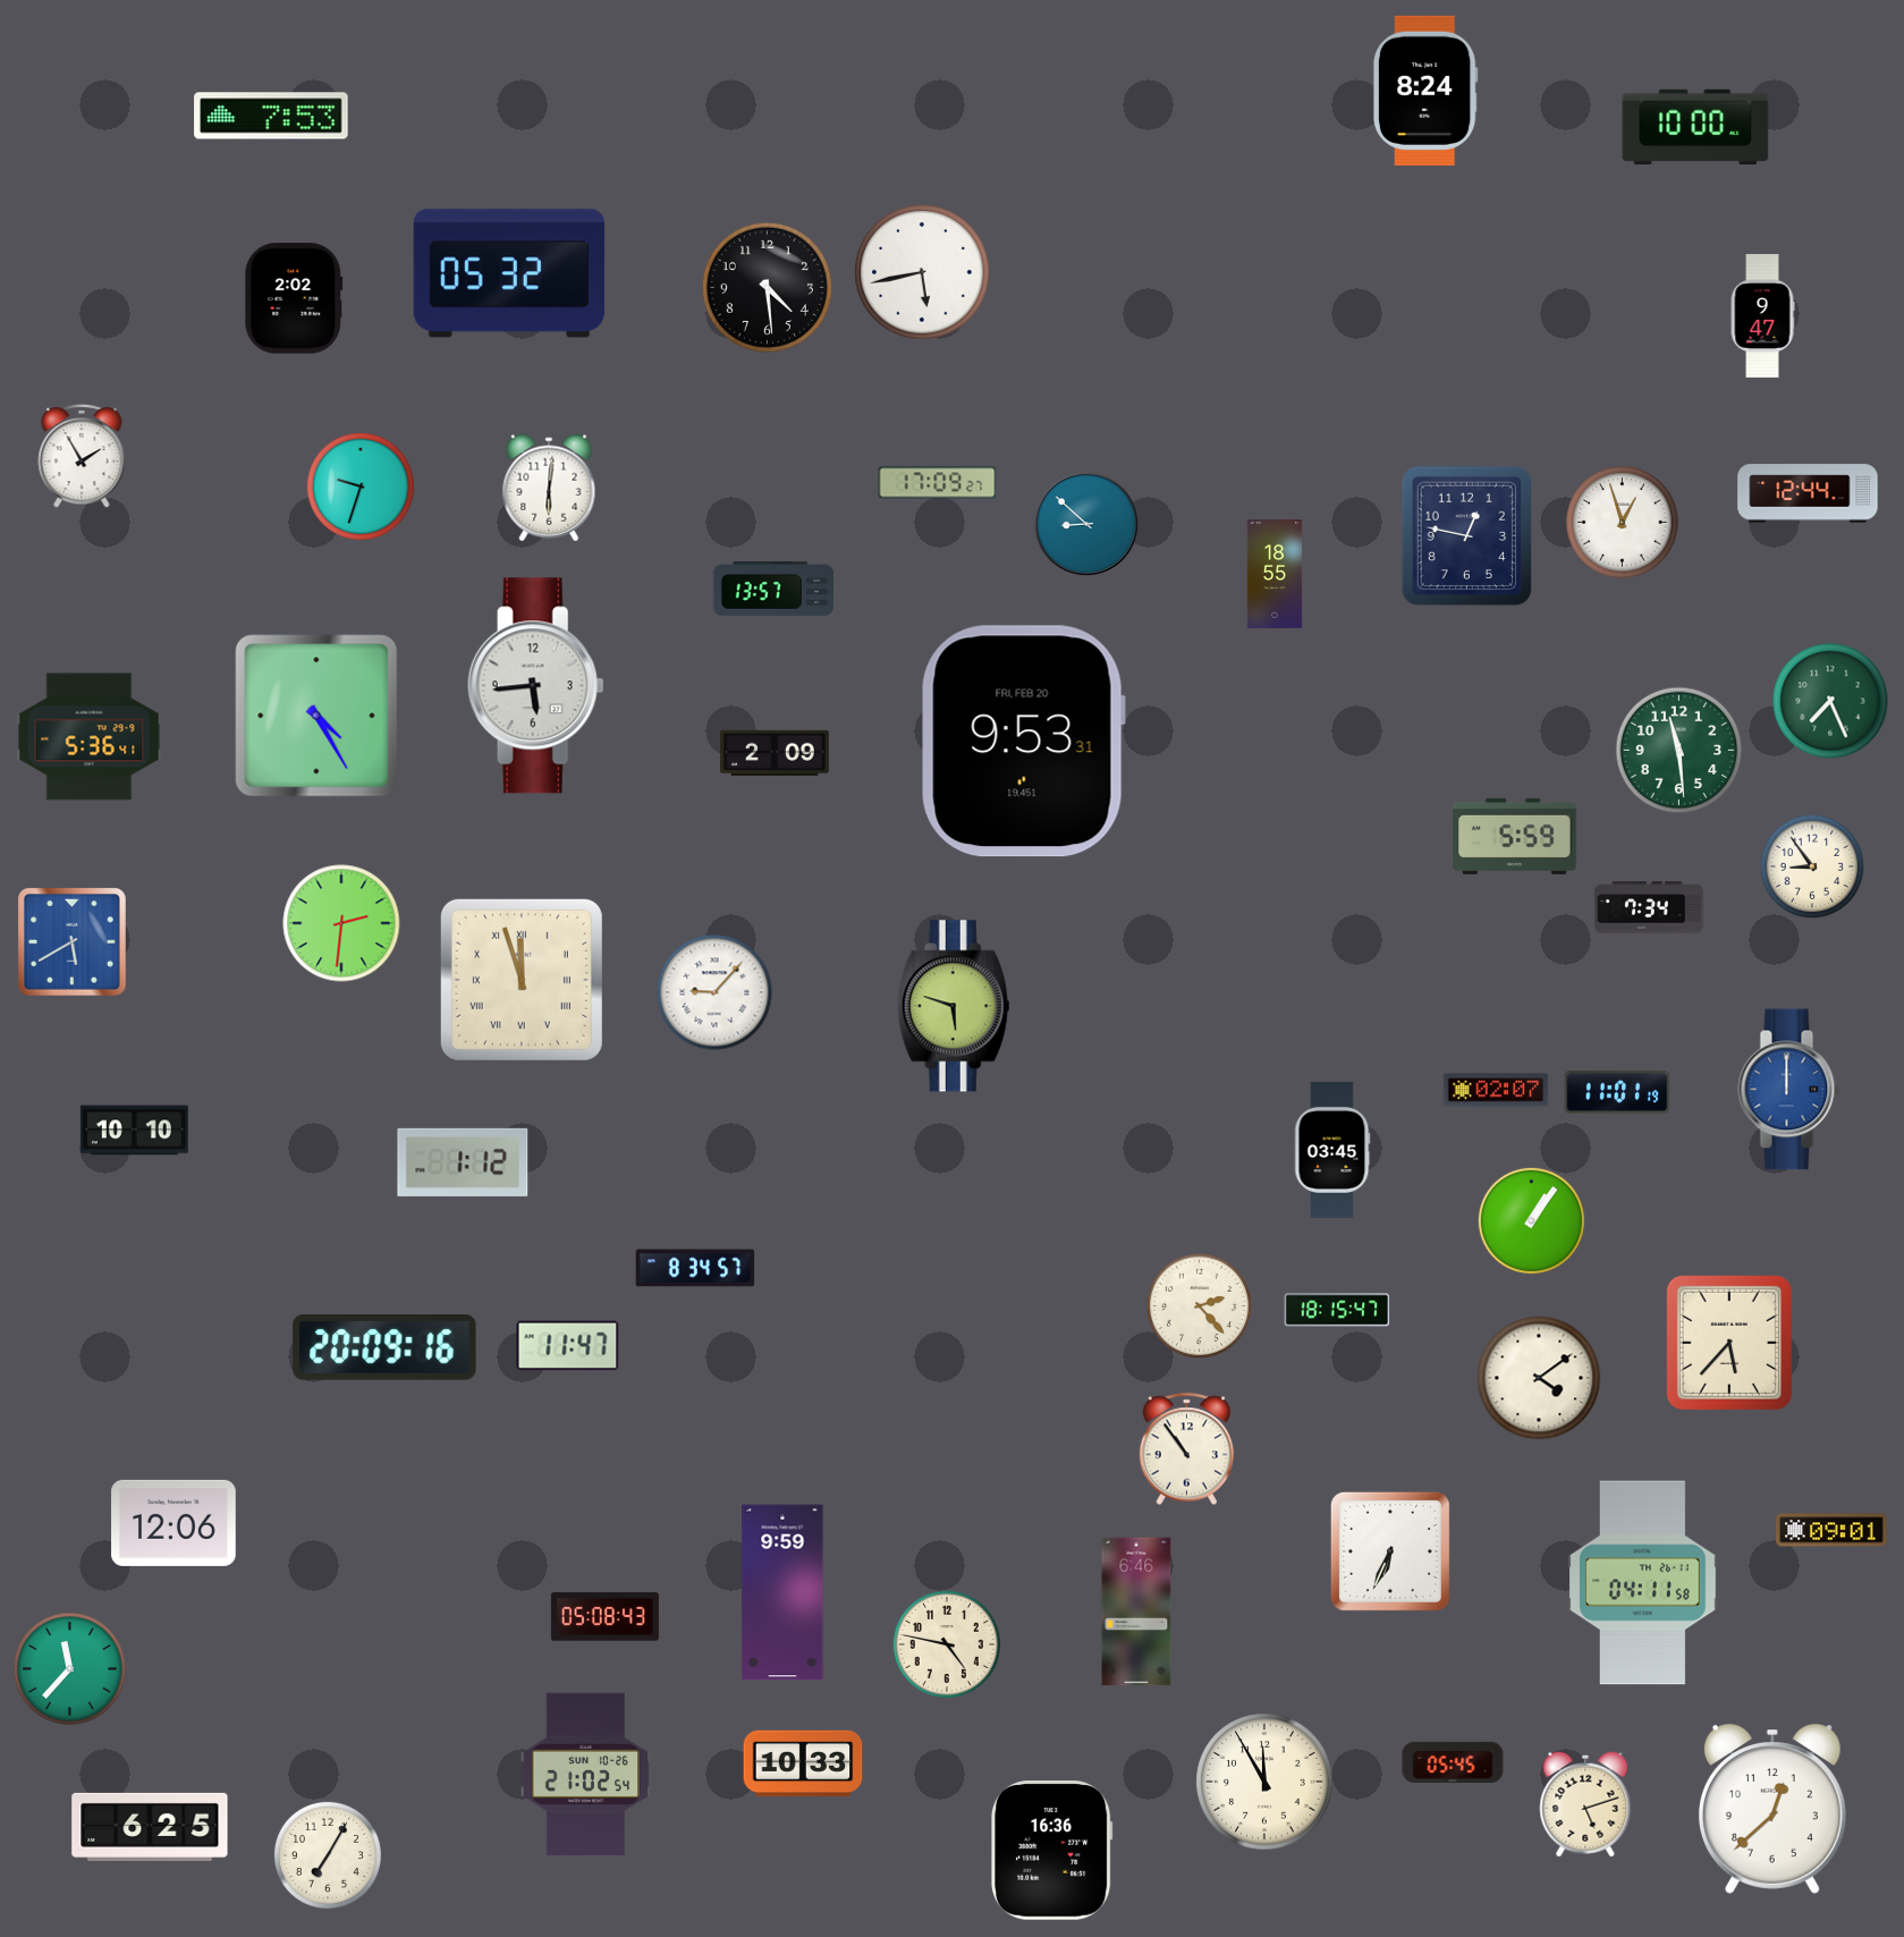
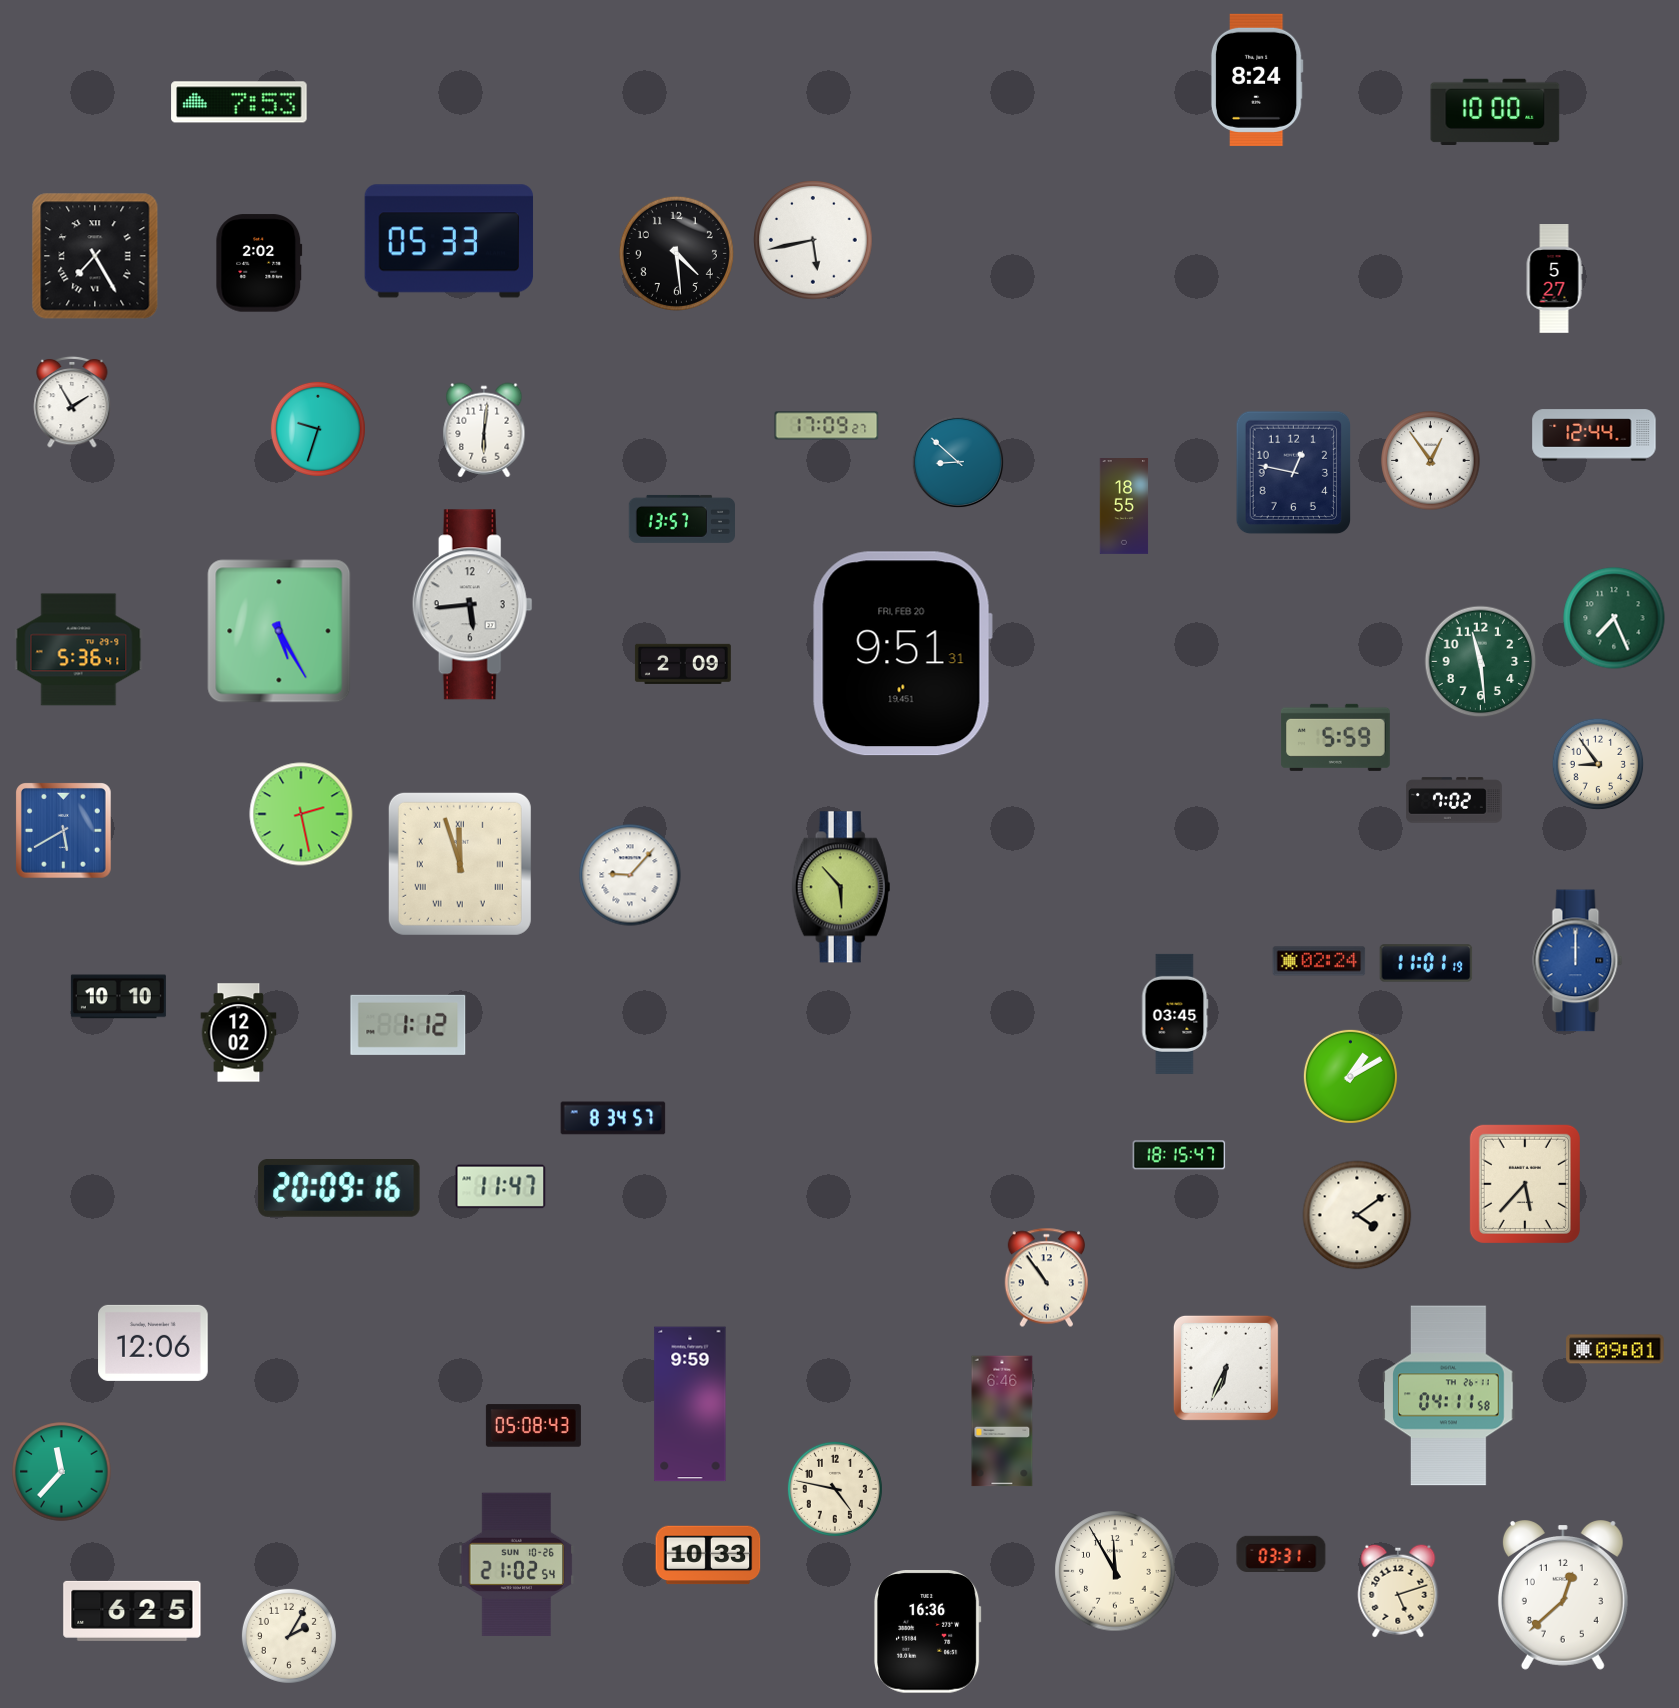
clock at (509, 273): 05:32 -> 05:33
clock at (95, 256): none -> 7:25
clock at (1762, 316): 9:47 -> 5:27
clock at (1623, 523): 12:57 -> 12:54
clock at (316, 716): 4:25 -> 5:25
clock at (1023, 742): 9:53 -> 9:51
clock at (1649, 907): 7:34 -> 7:02
clock at (341, 923): 2:31 -> 2:28
clock at (954, 1006): 5:48 -> 5:53
clock at (1496, 1090): 02:07 -> 02:24
clock at (239, 1033): none -> 12:02
clock at (1531, 1220): 1:06 -> 1:10
clock at (1200, 1306): 2:23 -> none
clock at (947, 1644) position: (947, 1644) -> (835, 1489)
clock at (1453, 1761): 05:45 -> 03:31
clock at (328, 1855): 7:05 -> 2:05
